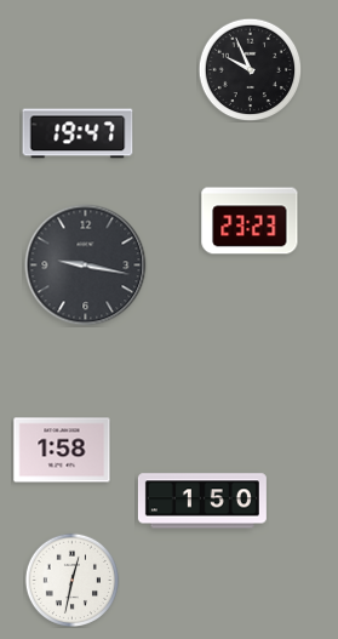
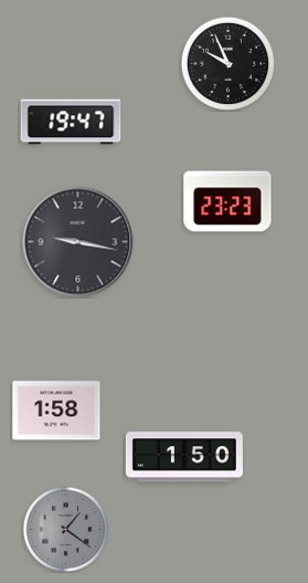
clock at (71, 580): 12:32 -> 1:21
clock at (71, 580) dial: white -> grey
